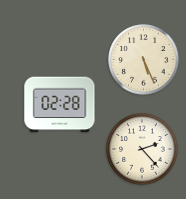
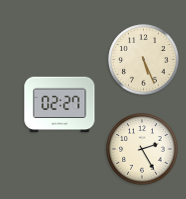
clock at (60, 105): 02:28 -> 02:27
clock at (142, 149): 2:23 -> 2:25
